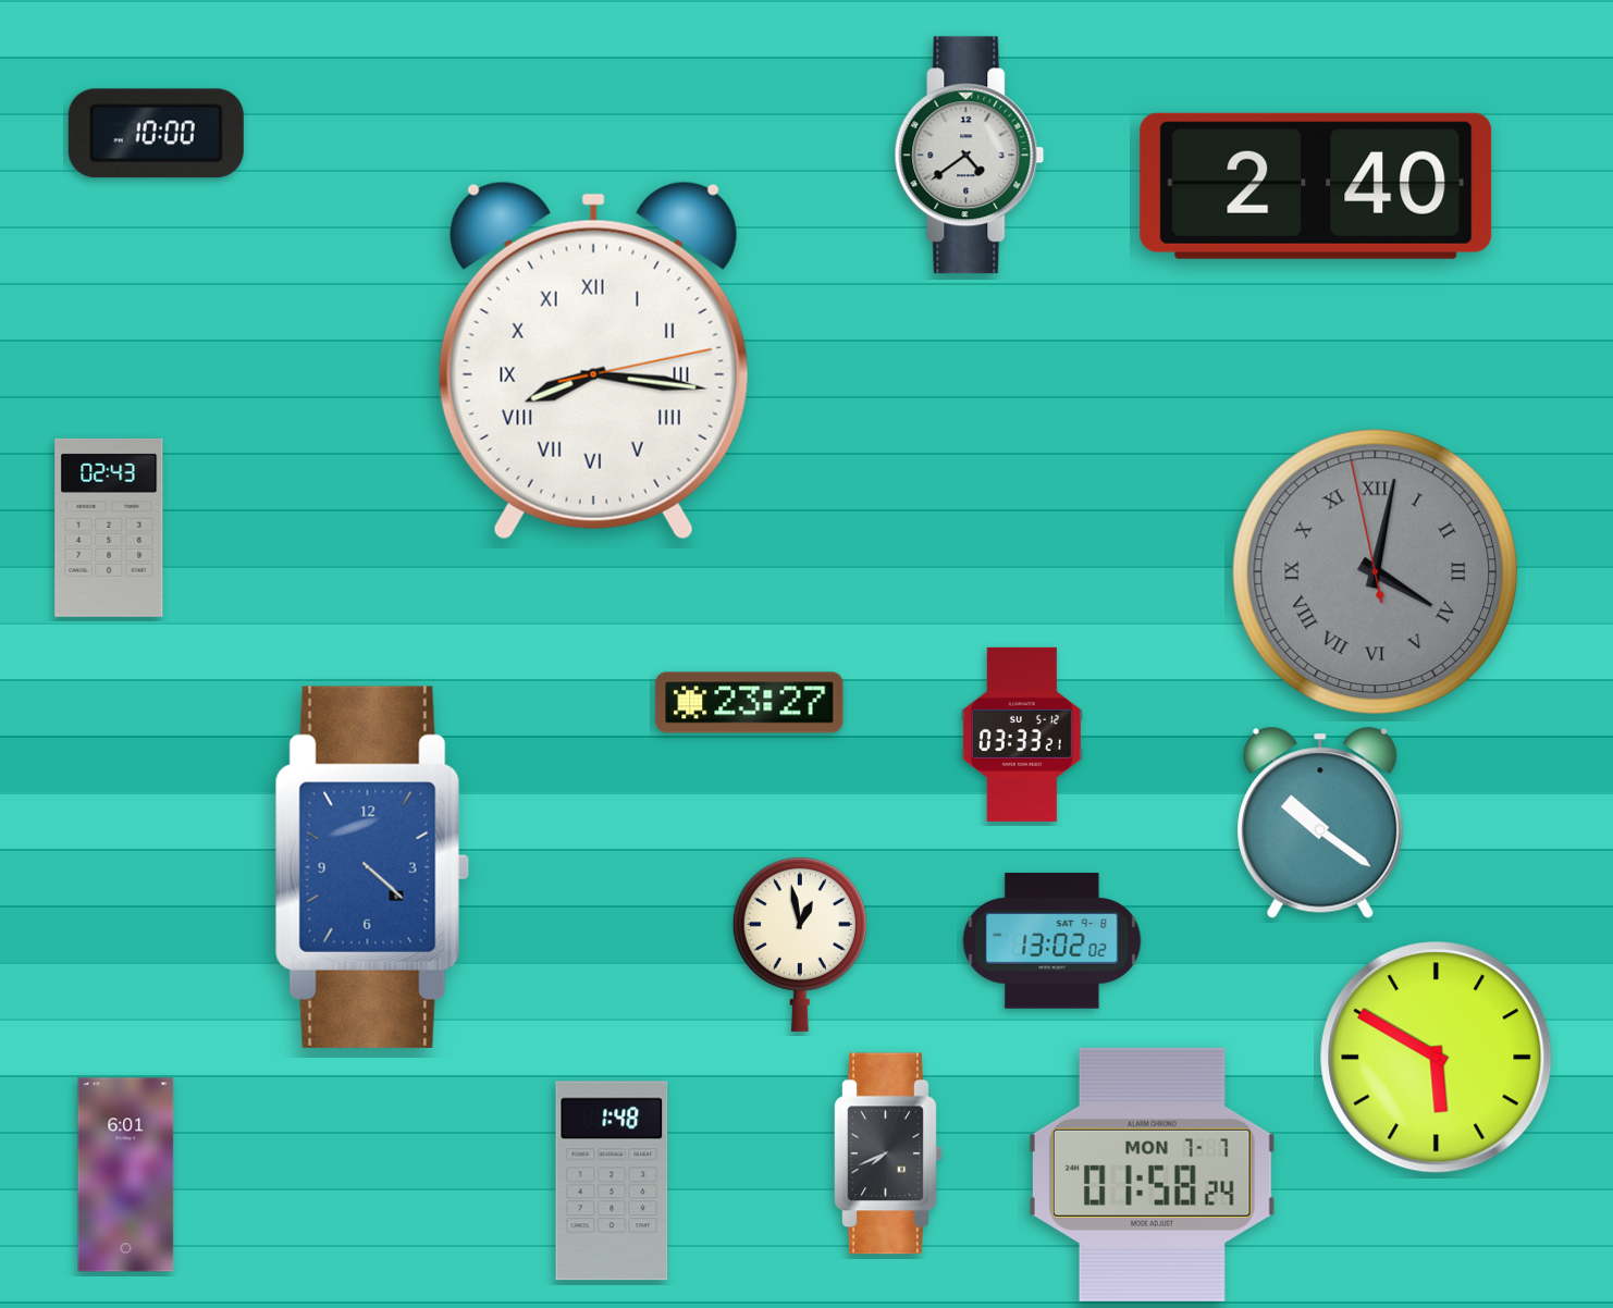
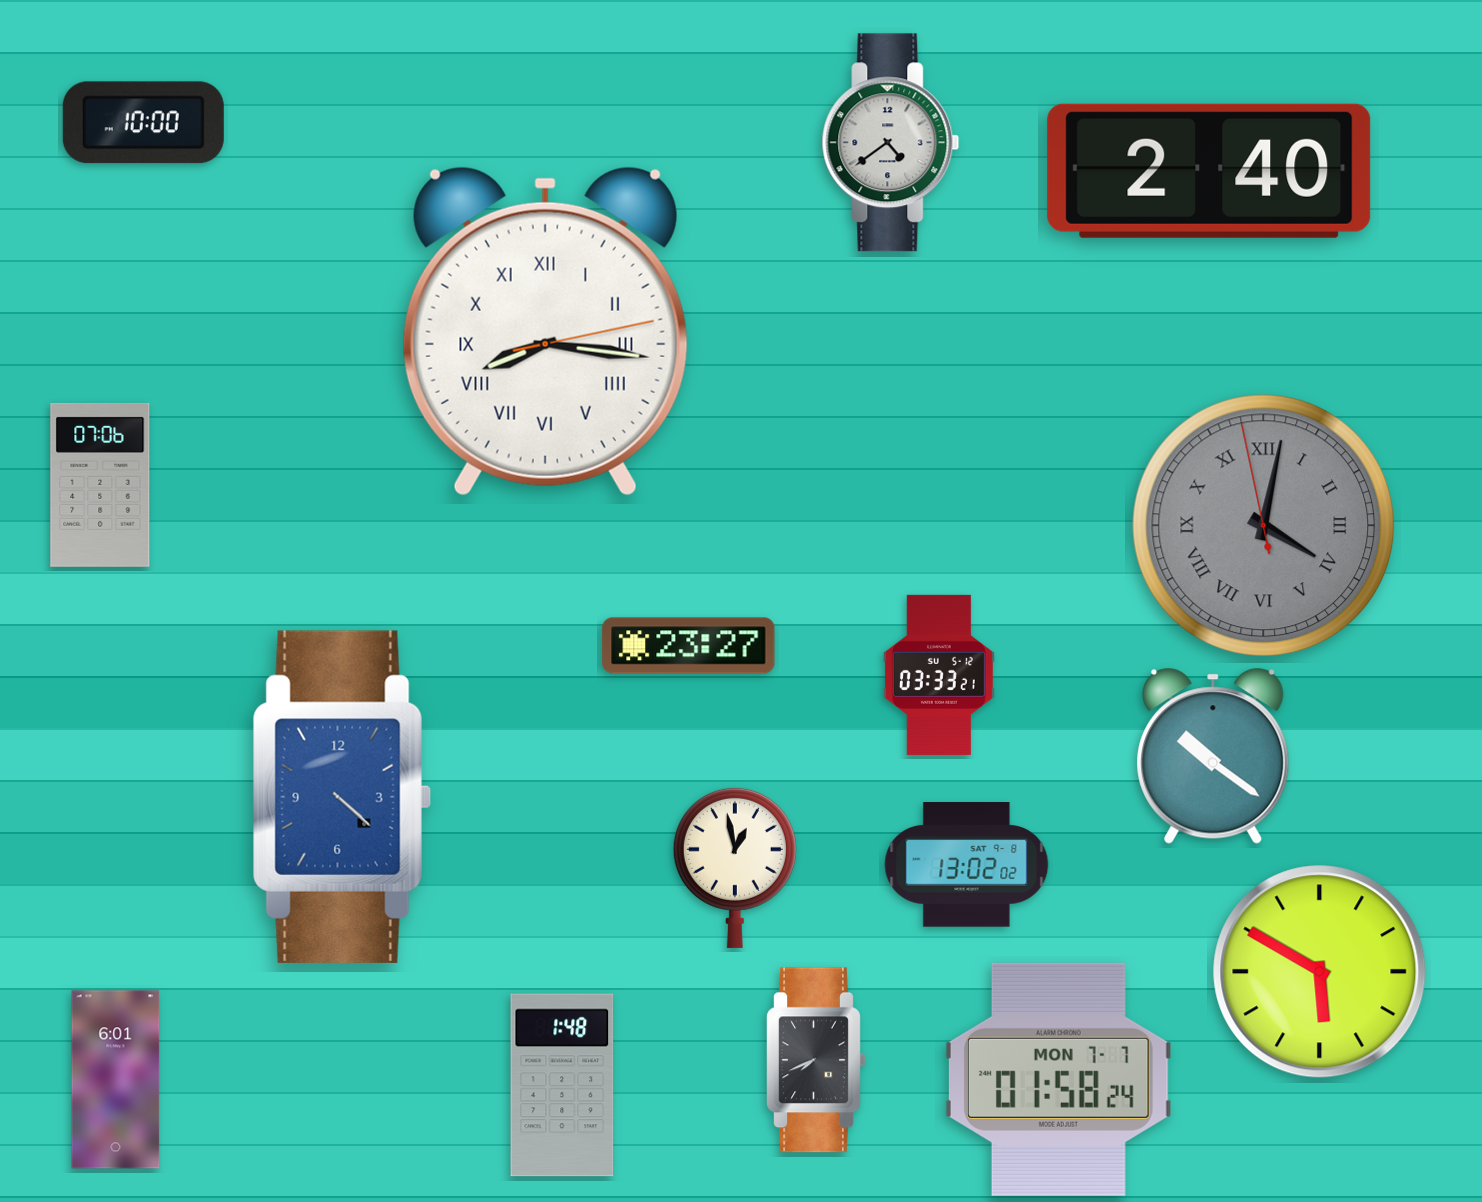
clock at (109, 528): 02:43 -> 07:06
